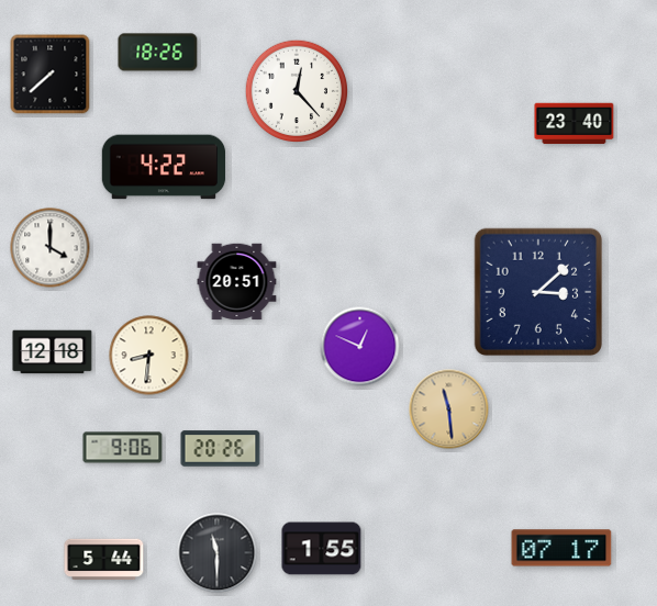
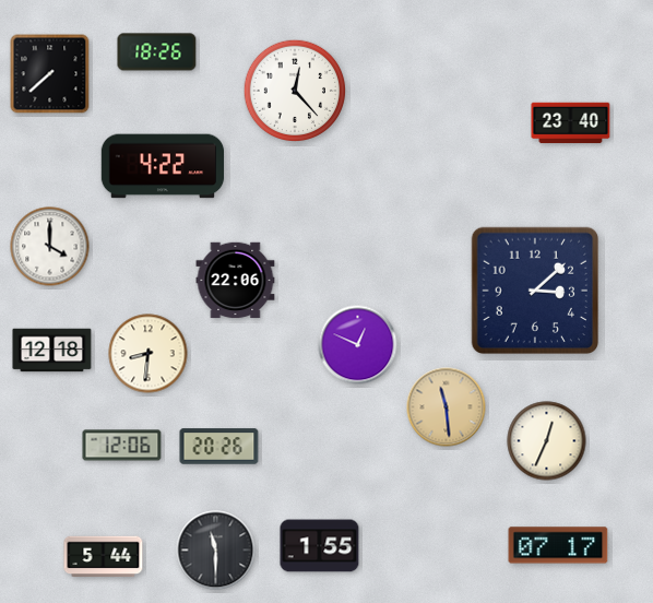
clock at (237, 282): 20:51 -> 22:06
clock at (547, 441): none -> 12:34
clock at (123, 448): 9:06 -> 12:06
